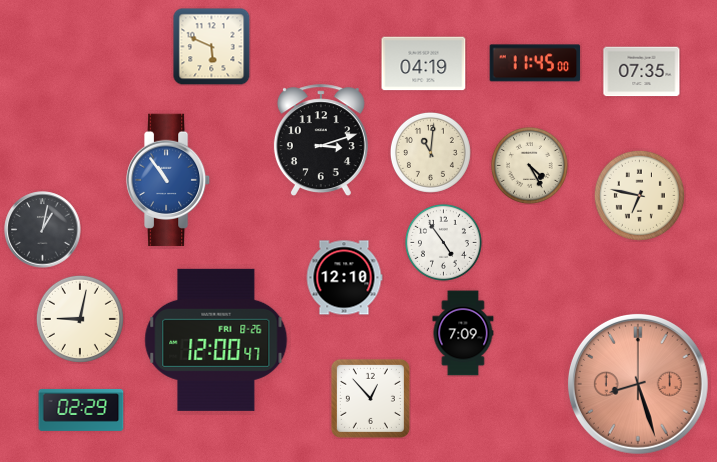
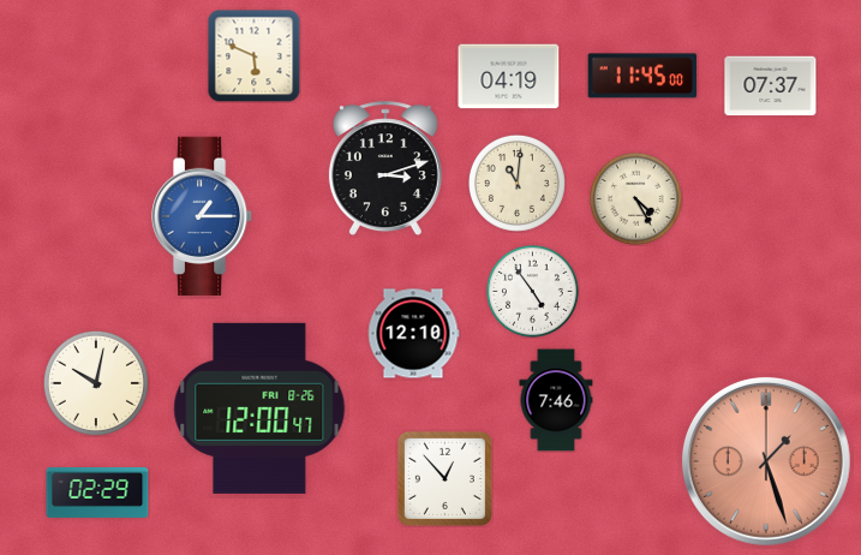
clock at (642, 72): 07:35 -> 07:37
clock at (168, 180): 10:54 -> 1:15
clock at (639, 195): 6:47 -> none
clock at (43, 230): 1:02 -> none
clock at (80, 319): 9:02 -> 10:02
clock at (463, 333): 7:09 -> 7:46
clock at (638, 384): 8:27 -> 1:27
